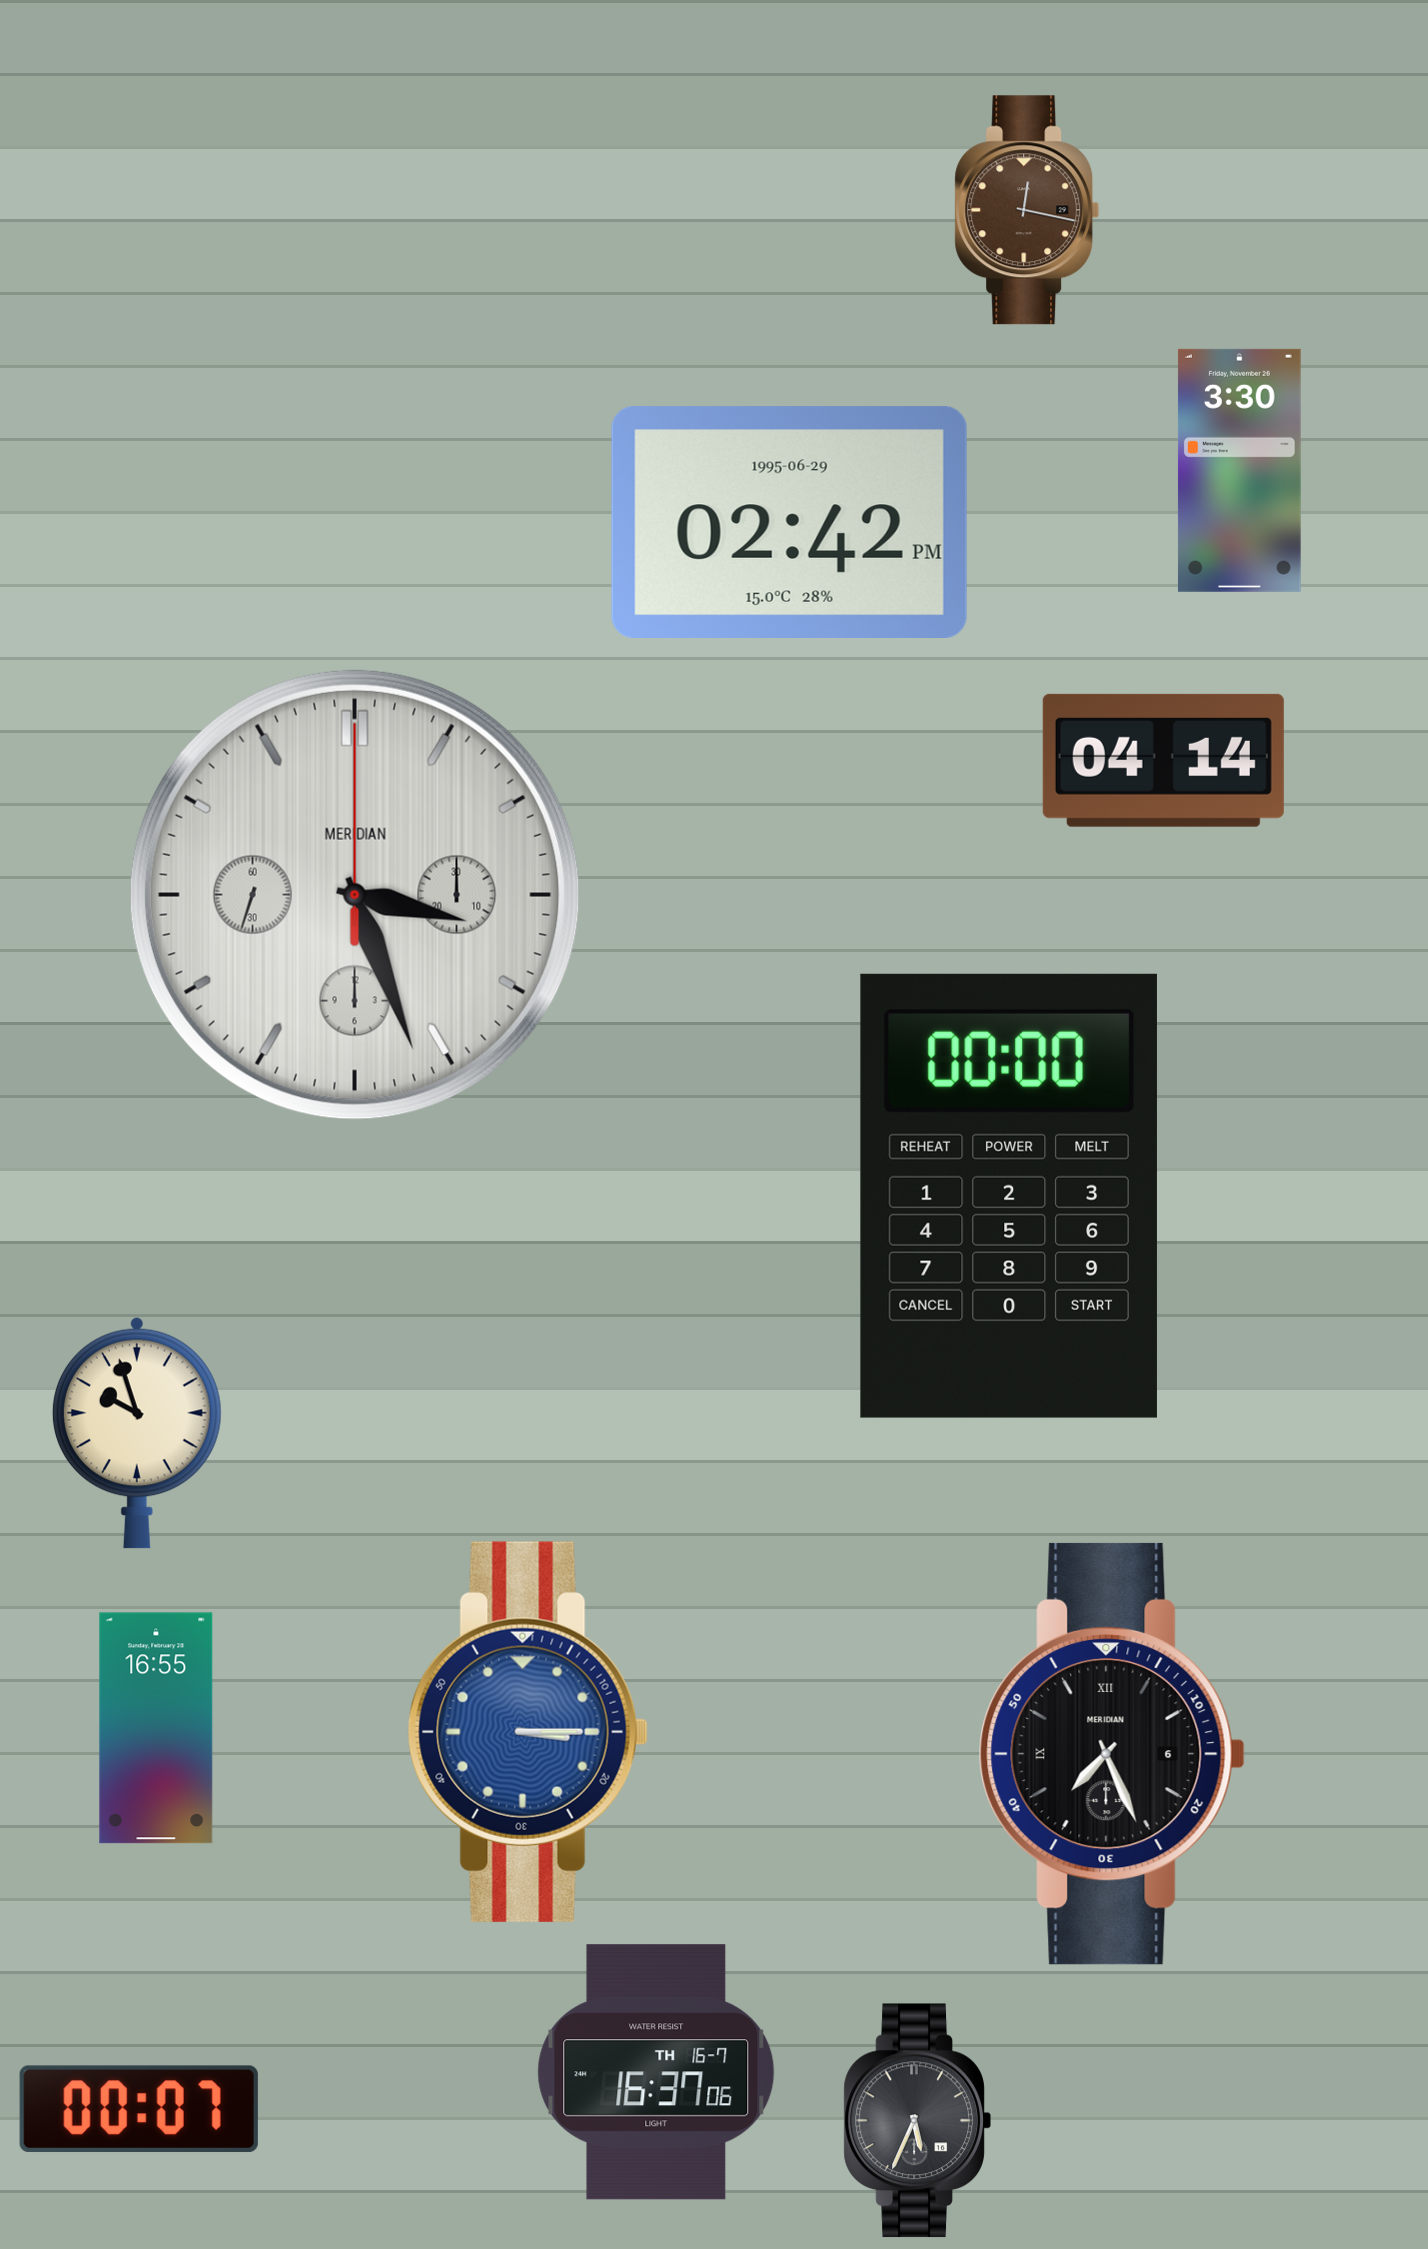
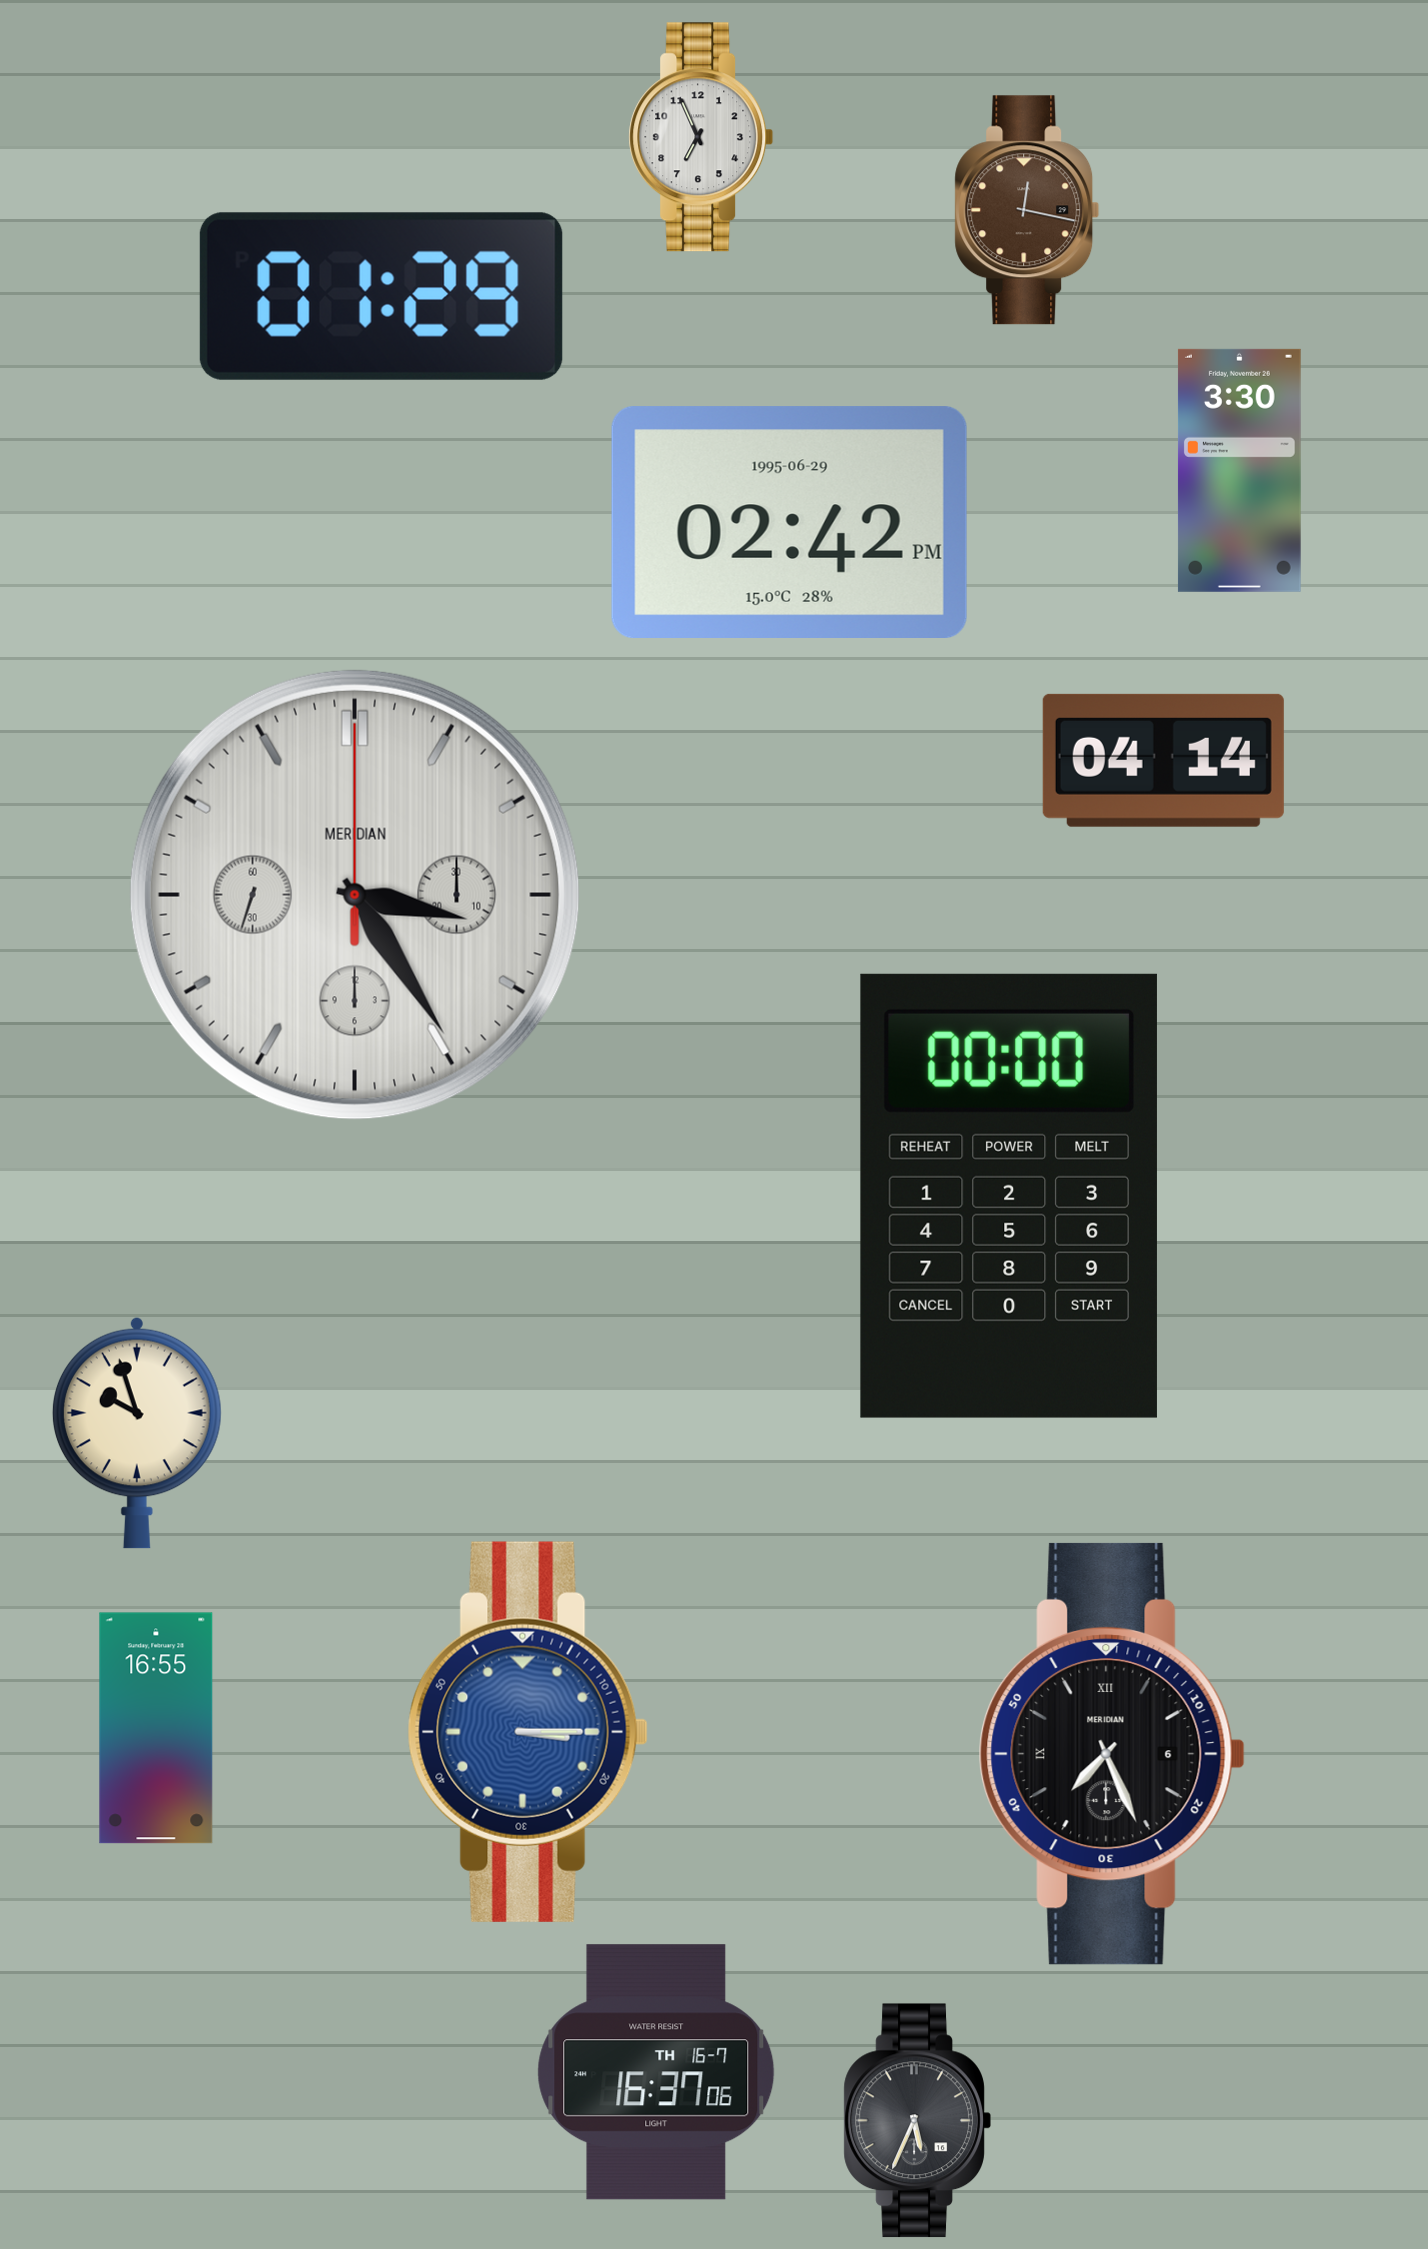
clock at (701, 137): none -> 6:56
clock at (381, 296): none -> 01:29
clock at (355, 895): 3:26 -> 3:24
clock at (139, 2109): 00:07 -> none
